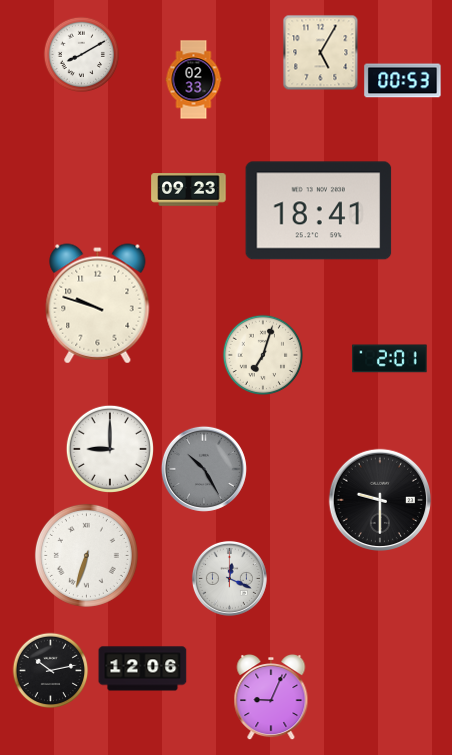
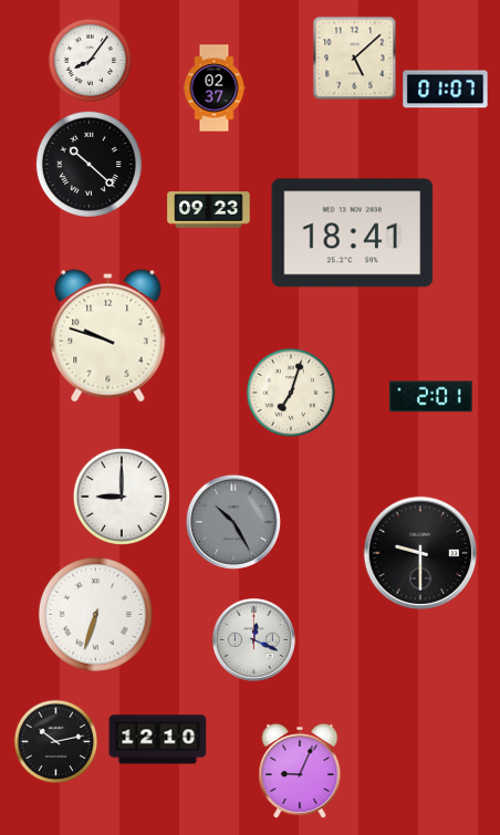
clock at (321, 53): 5:05 -> 5:08
clock at (82, 55): 8:10 -> 8:06
clock at (194, 80): 02:33 -> 02:37
clock at (403, 81): 00:53 -> 01:07
clock at (88, 164): none -> 10:22
clock at (204, 469) position: (204, 469) -> (233, 522)
clock at (143, 669): 12:06 -> 12:10
